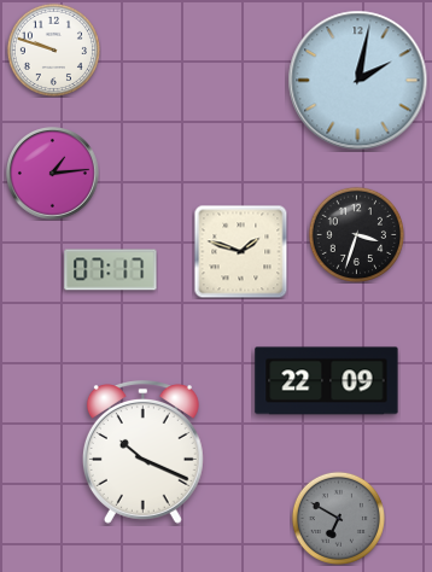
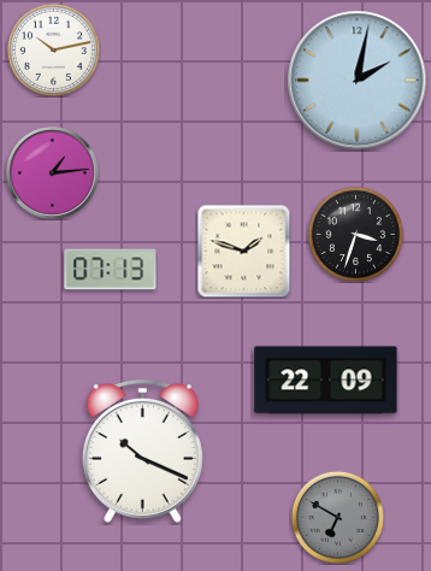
clock at (53, 49): 9:48 -> 10:13
clock at (240, 251) position: (240, 251) -> (243, 251)
clock at (111, 270): 07:17 -> 07:13
